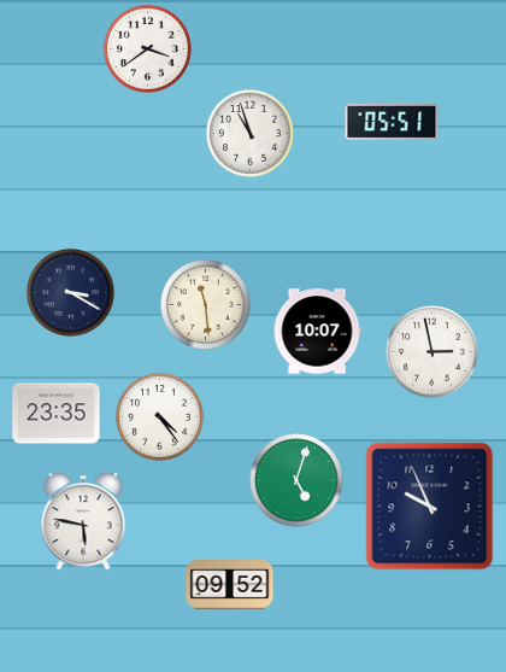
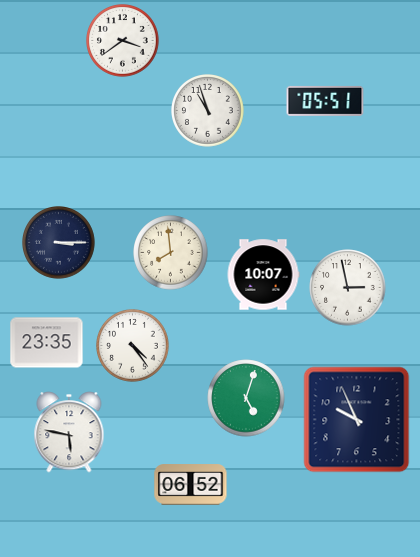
clock at (71, 293): 3:20 -> 3:15
clock at (206, 305): 11:29 -> 7:59
clock at (433, 352) position: (433, 352) -> (348, 288)
clock at (230, 585): 09:52 -> 06:52
